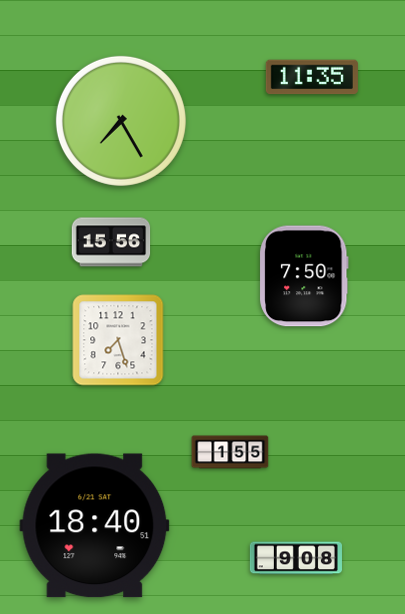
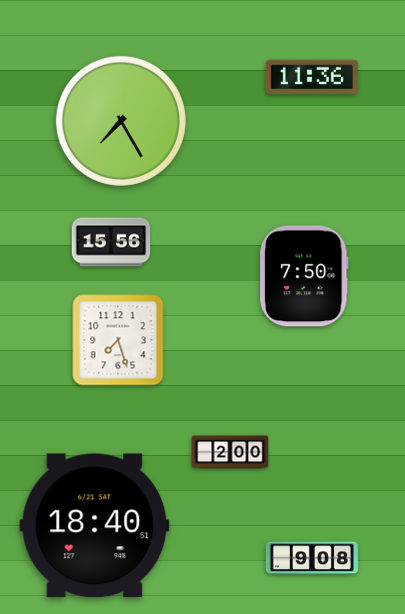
clock at (312, 77): 11:35 -> 11:36
clock at (230, 452): 1:55 -> 2:00
clock at (296, 558) position: (296, 558) -> (312, 558)
